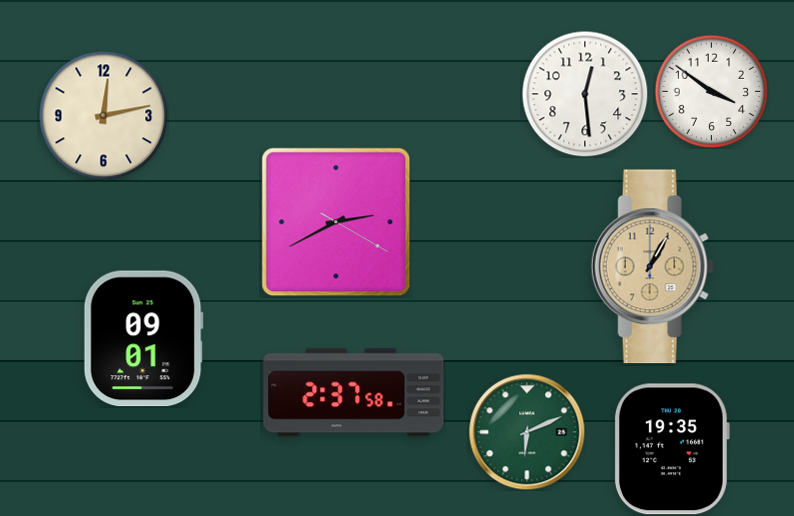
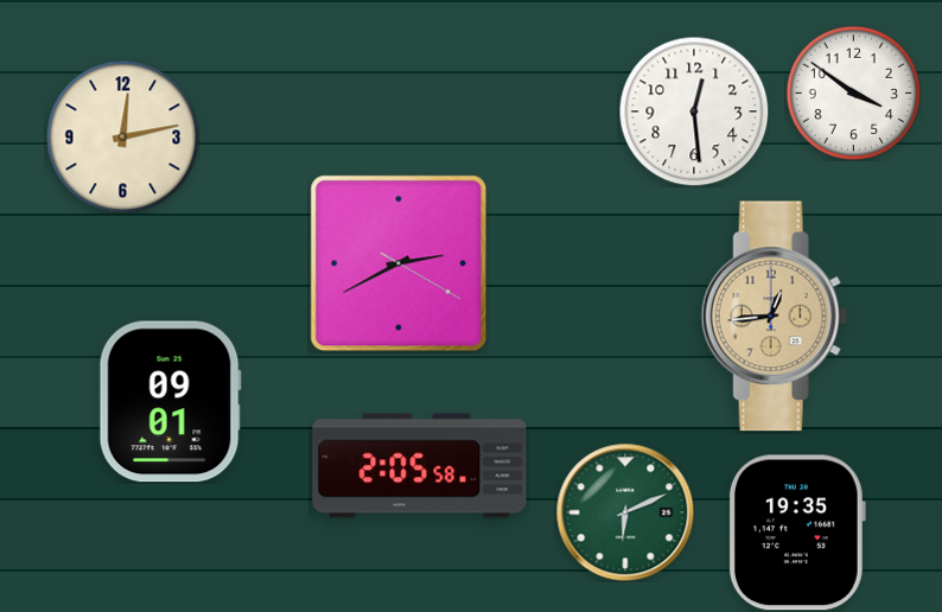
clock at (711, 91) position: (711, 91) -> (853, 93)
clock at (652, 267): 1:05 -> 12:44
clock at (354, 393): 2:37 -> 2:05
